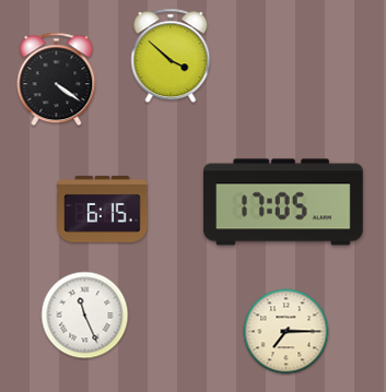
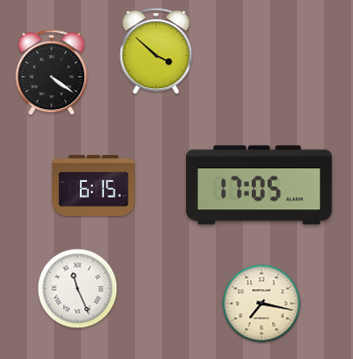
clock at (103, 209) position: (103, 209) -> (94, 185)
clock at (286, 332): 7:15 -> 7:17
